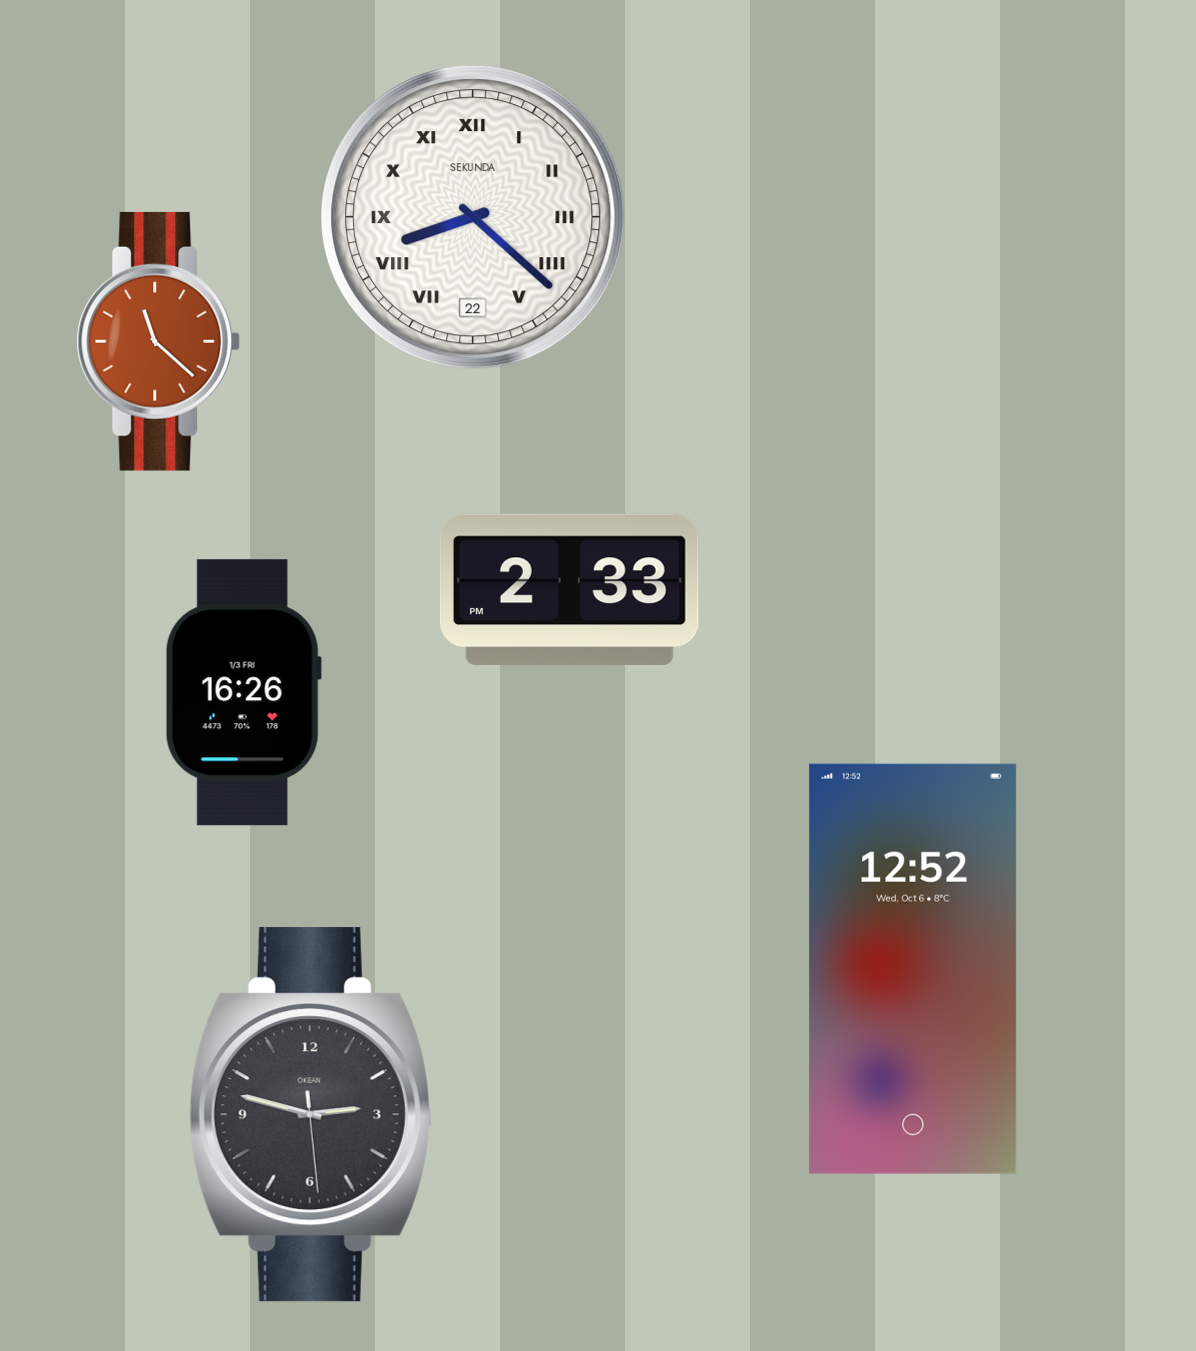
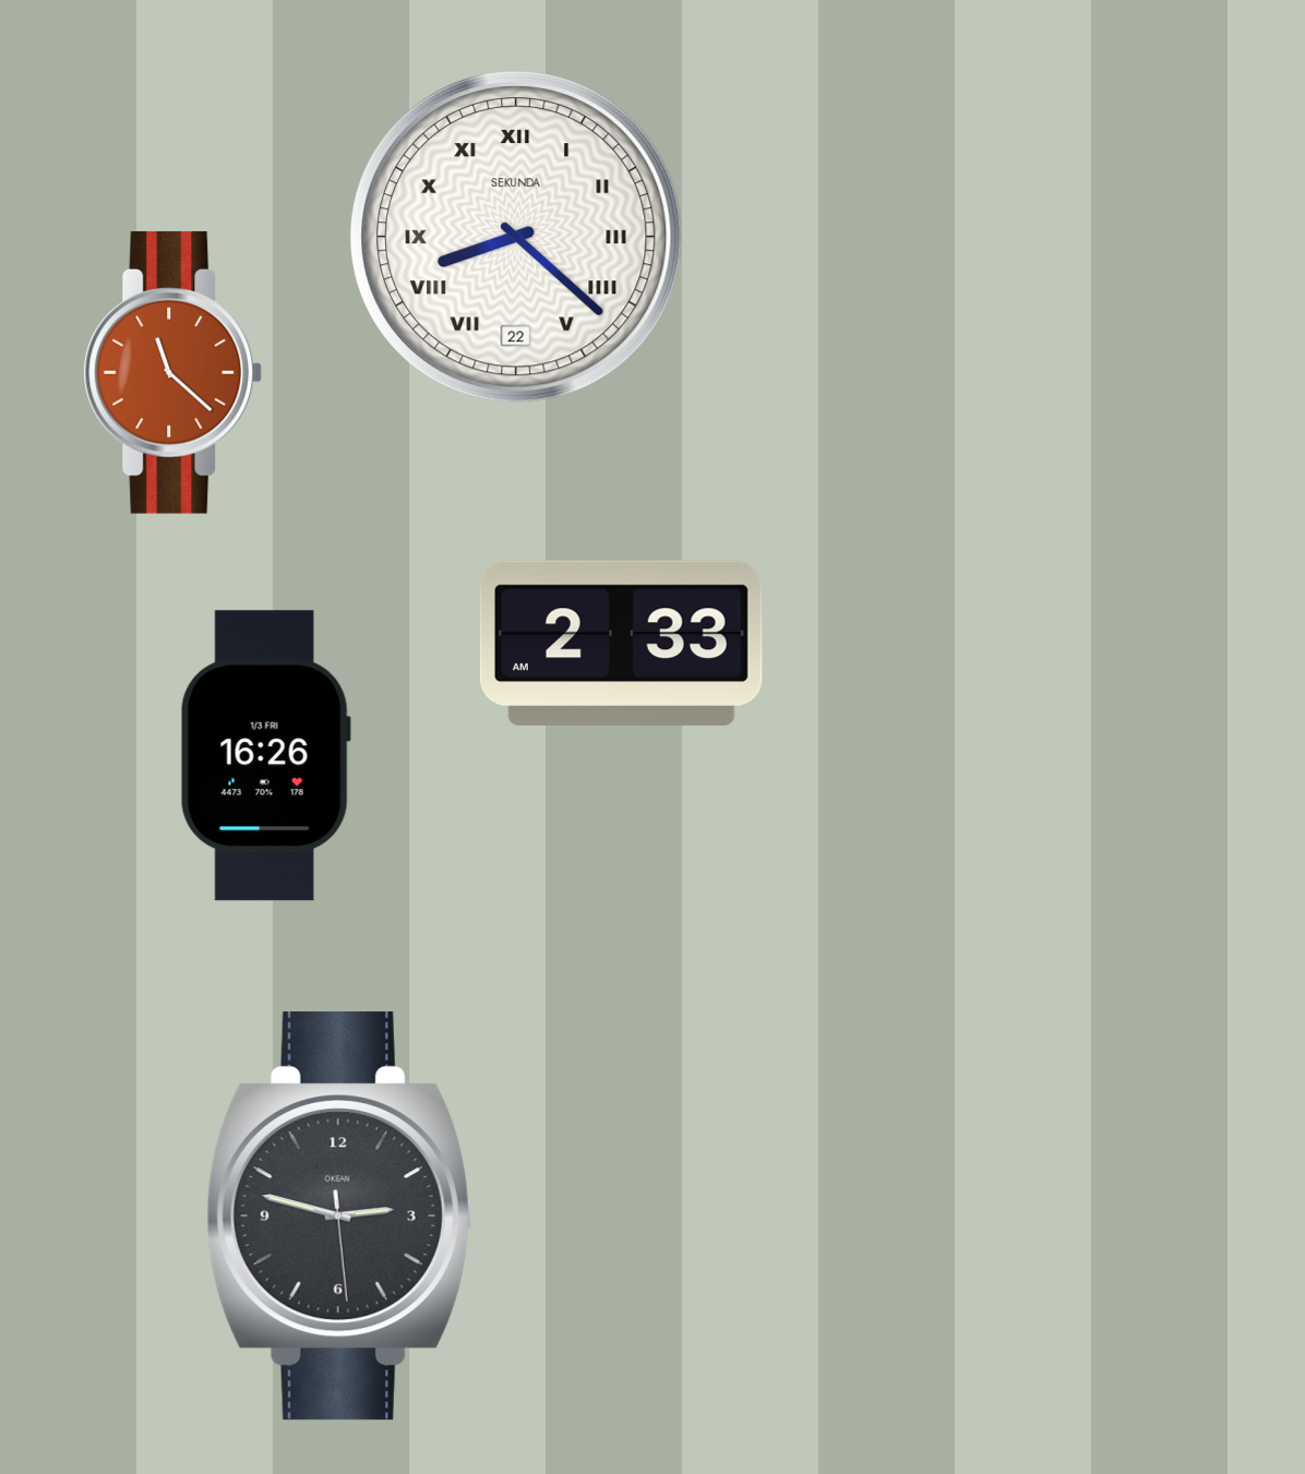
clock at (569, 589): 2:33 PM -> 2:33 AM
clock at (913, 969): 12:52 -> none
